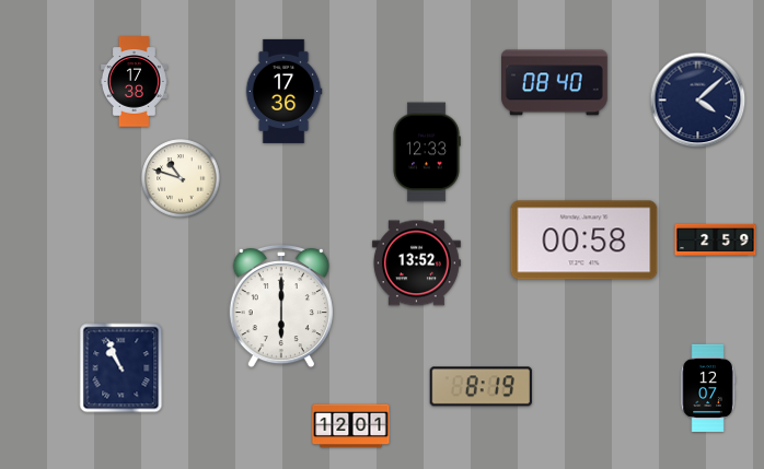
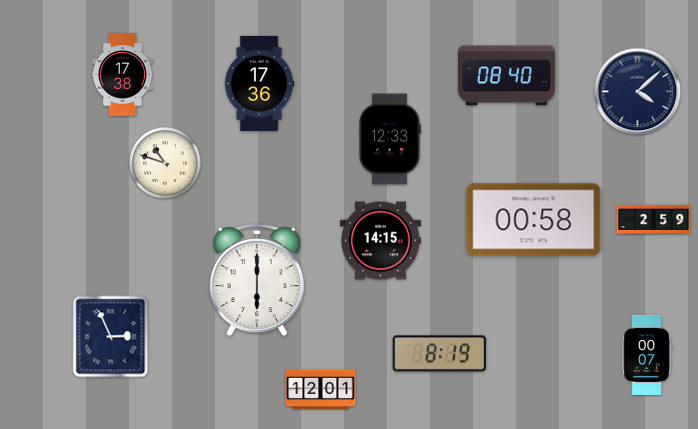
clock at (416, 263): 13:52 -> 14:15
clock at (121, 368): 10:56 -> 2:56
clock at (708, 388): 12:07 -> 00:07
